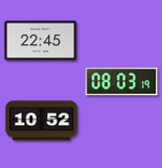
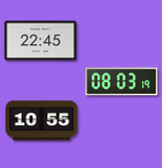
clock at (42, 121): 10:52 -> 10:55
